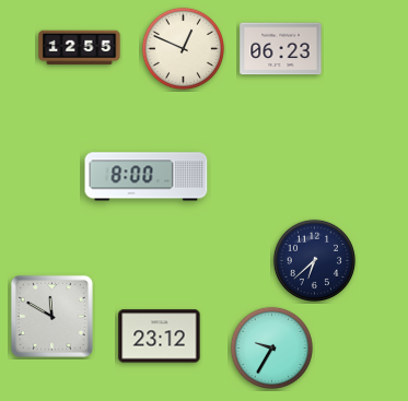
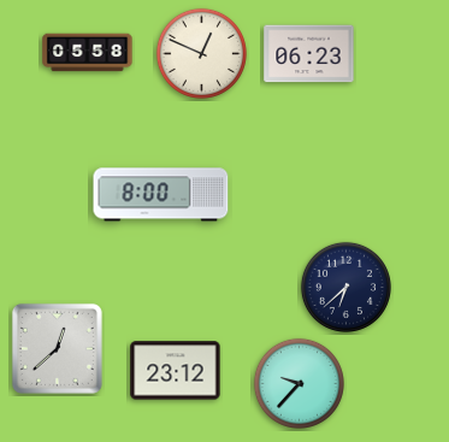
clock at (80, 48): 12:55 -> 05:58
clock at (51, 316): 11:50 -> 12:38
clock at (271, 347): 9:35 -> 9:37
